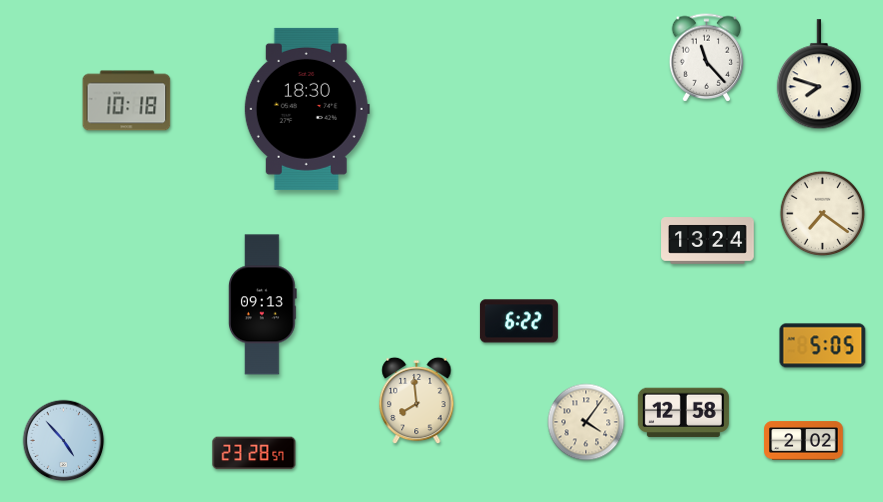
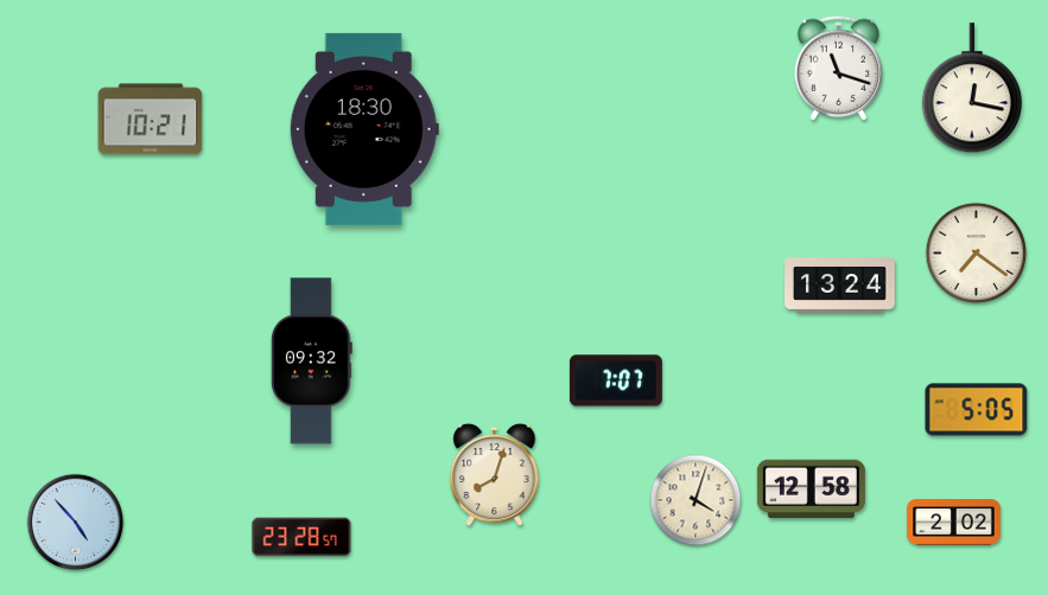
clock at (707, 58): 11:23 -> 11:18
clock at (819, 75): 7:48 -> 12:17
clock at (127, 101): 10:18 -> 10:21
clock at (263, 305): 09:13 -> 09:32
clock at (519, 321): 6:22 -> 7:07
clock at (417, 401): 7:59 -> 8:03
clock at (586, 422): 4:06 -> 4:03
